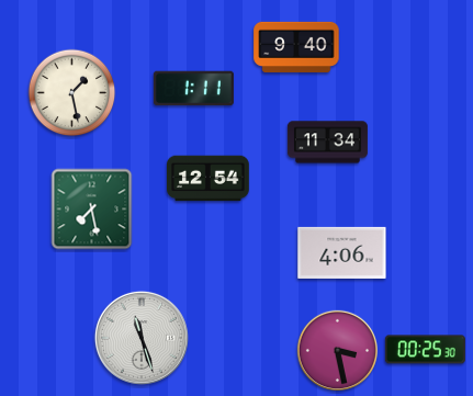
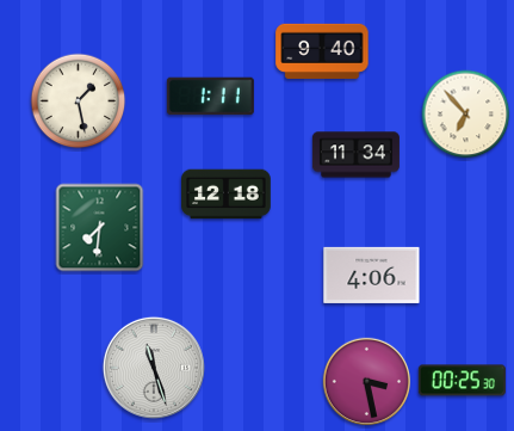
clock at (466, 115): none -> 6:53
clock at (209, 179): 12:54 -> 12:18
clock at (92, 210): 7:28 -> 7:31
